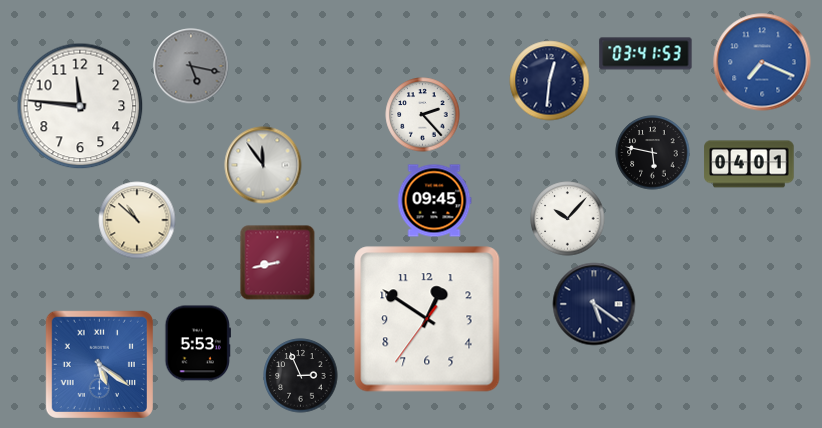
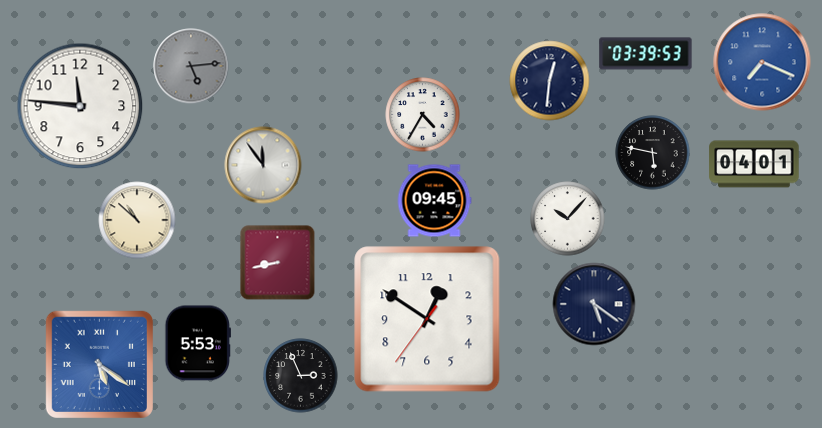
clock at (646, 54): 03:41 -> 03:39
clock at (191, 66): 5:17 -> 5:14
clock at (423, 115): 2:23 -> 4:35
clock at (749, 164) position: (749, 164) -> (754, 164)
